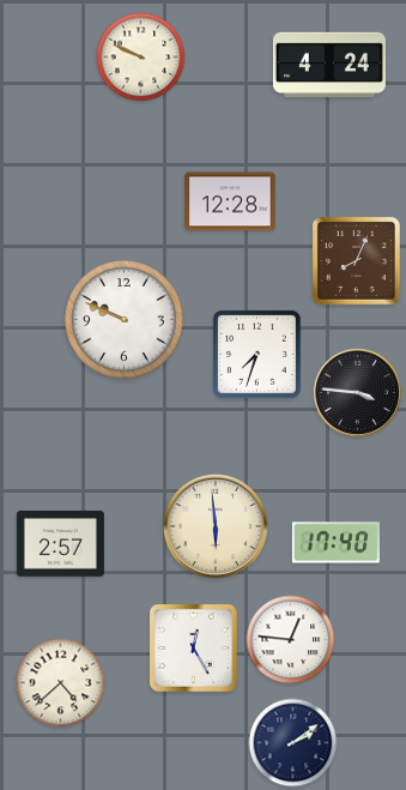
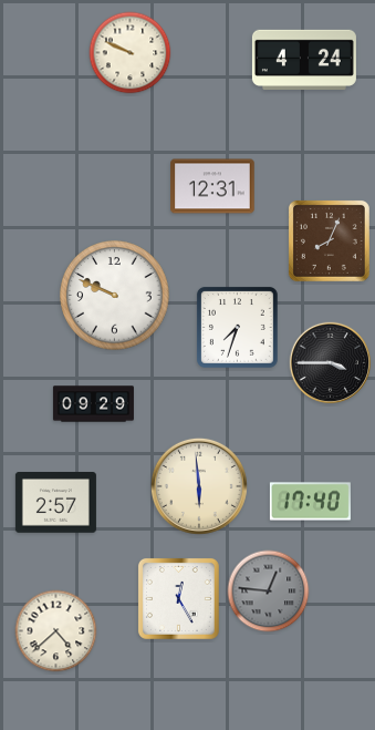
clock at (230, 201): 12:28 -> 12:31
clock at (357, 392): 3:46 -> 3:45
clock at (93, 404): none -> 09:29
clock at (291, 640) dial: white -> grey
clock at (293, 743): 2:09 -> none
